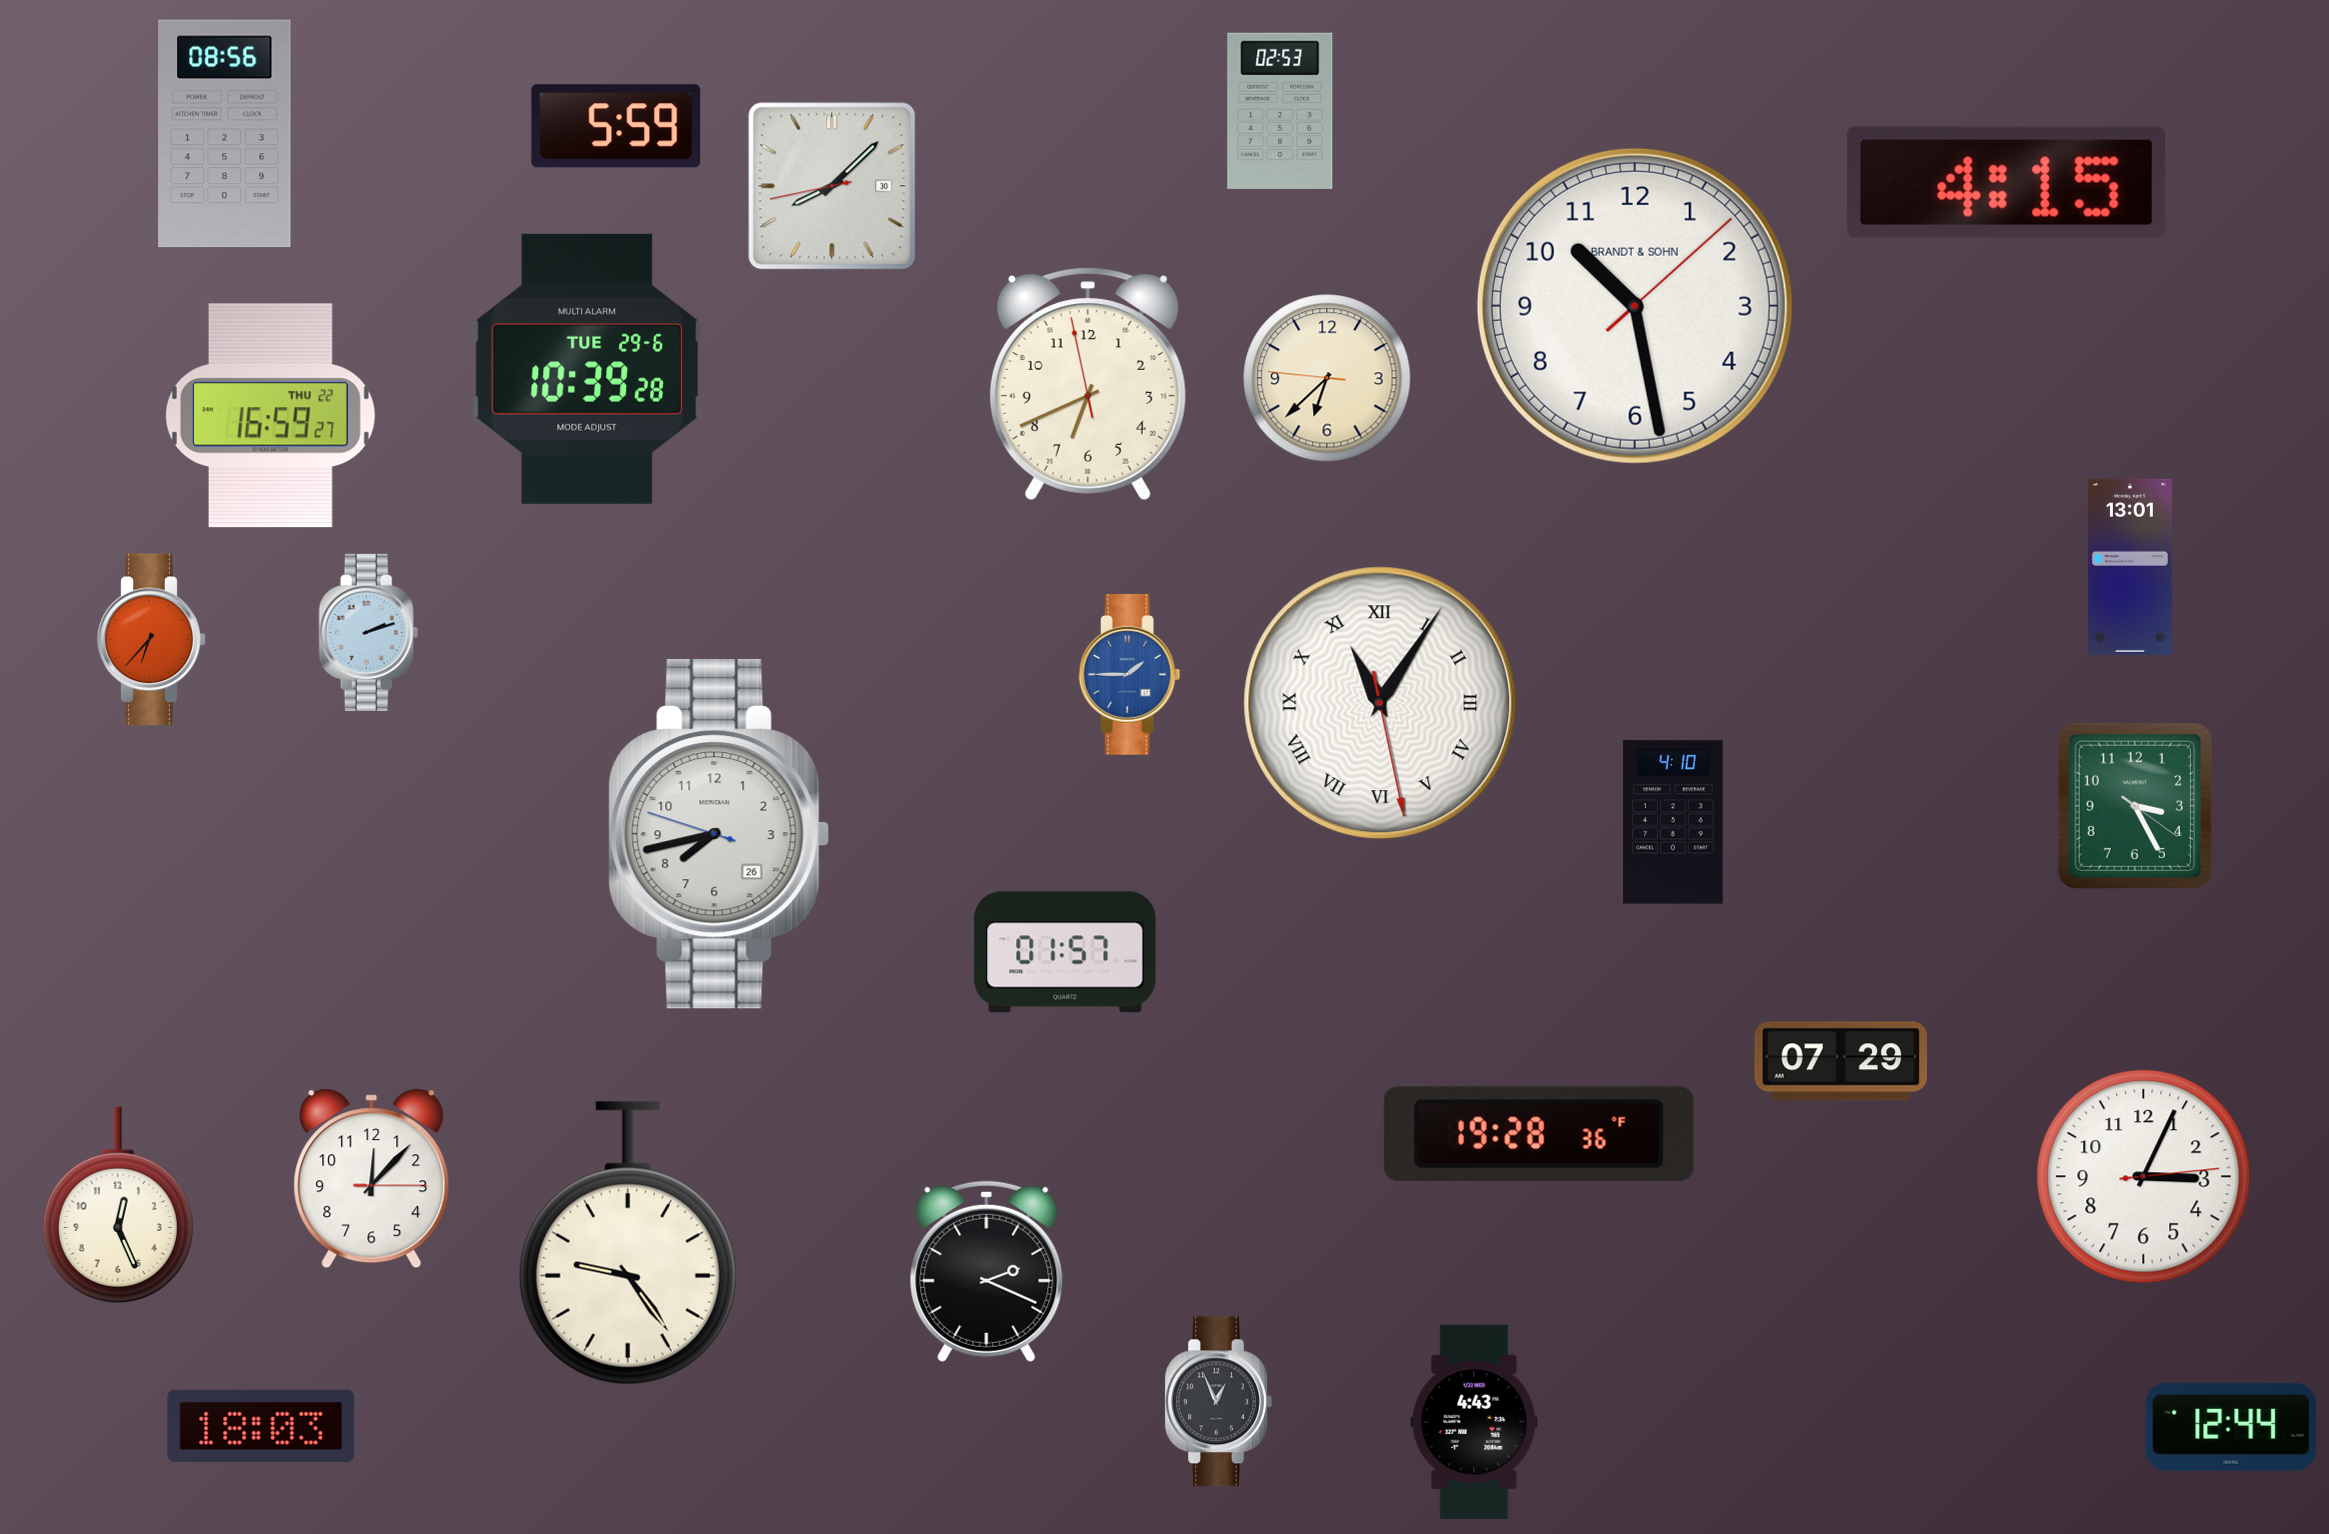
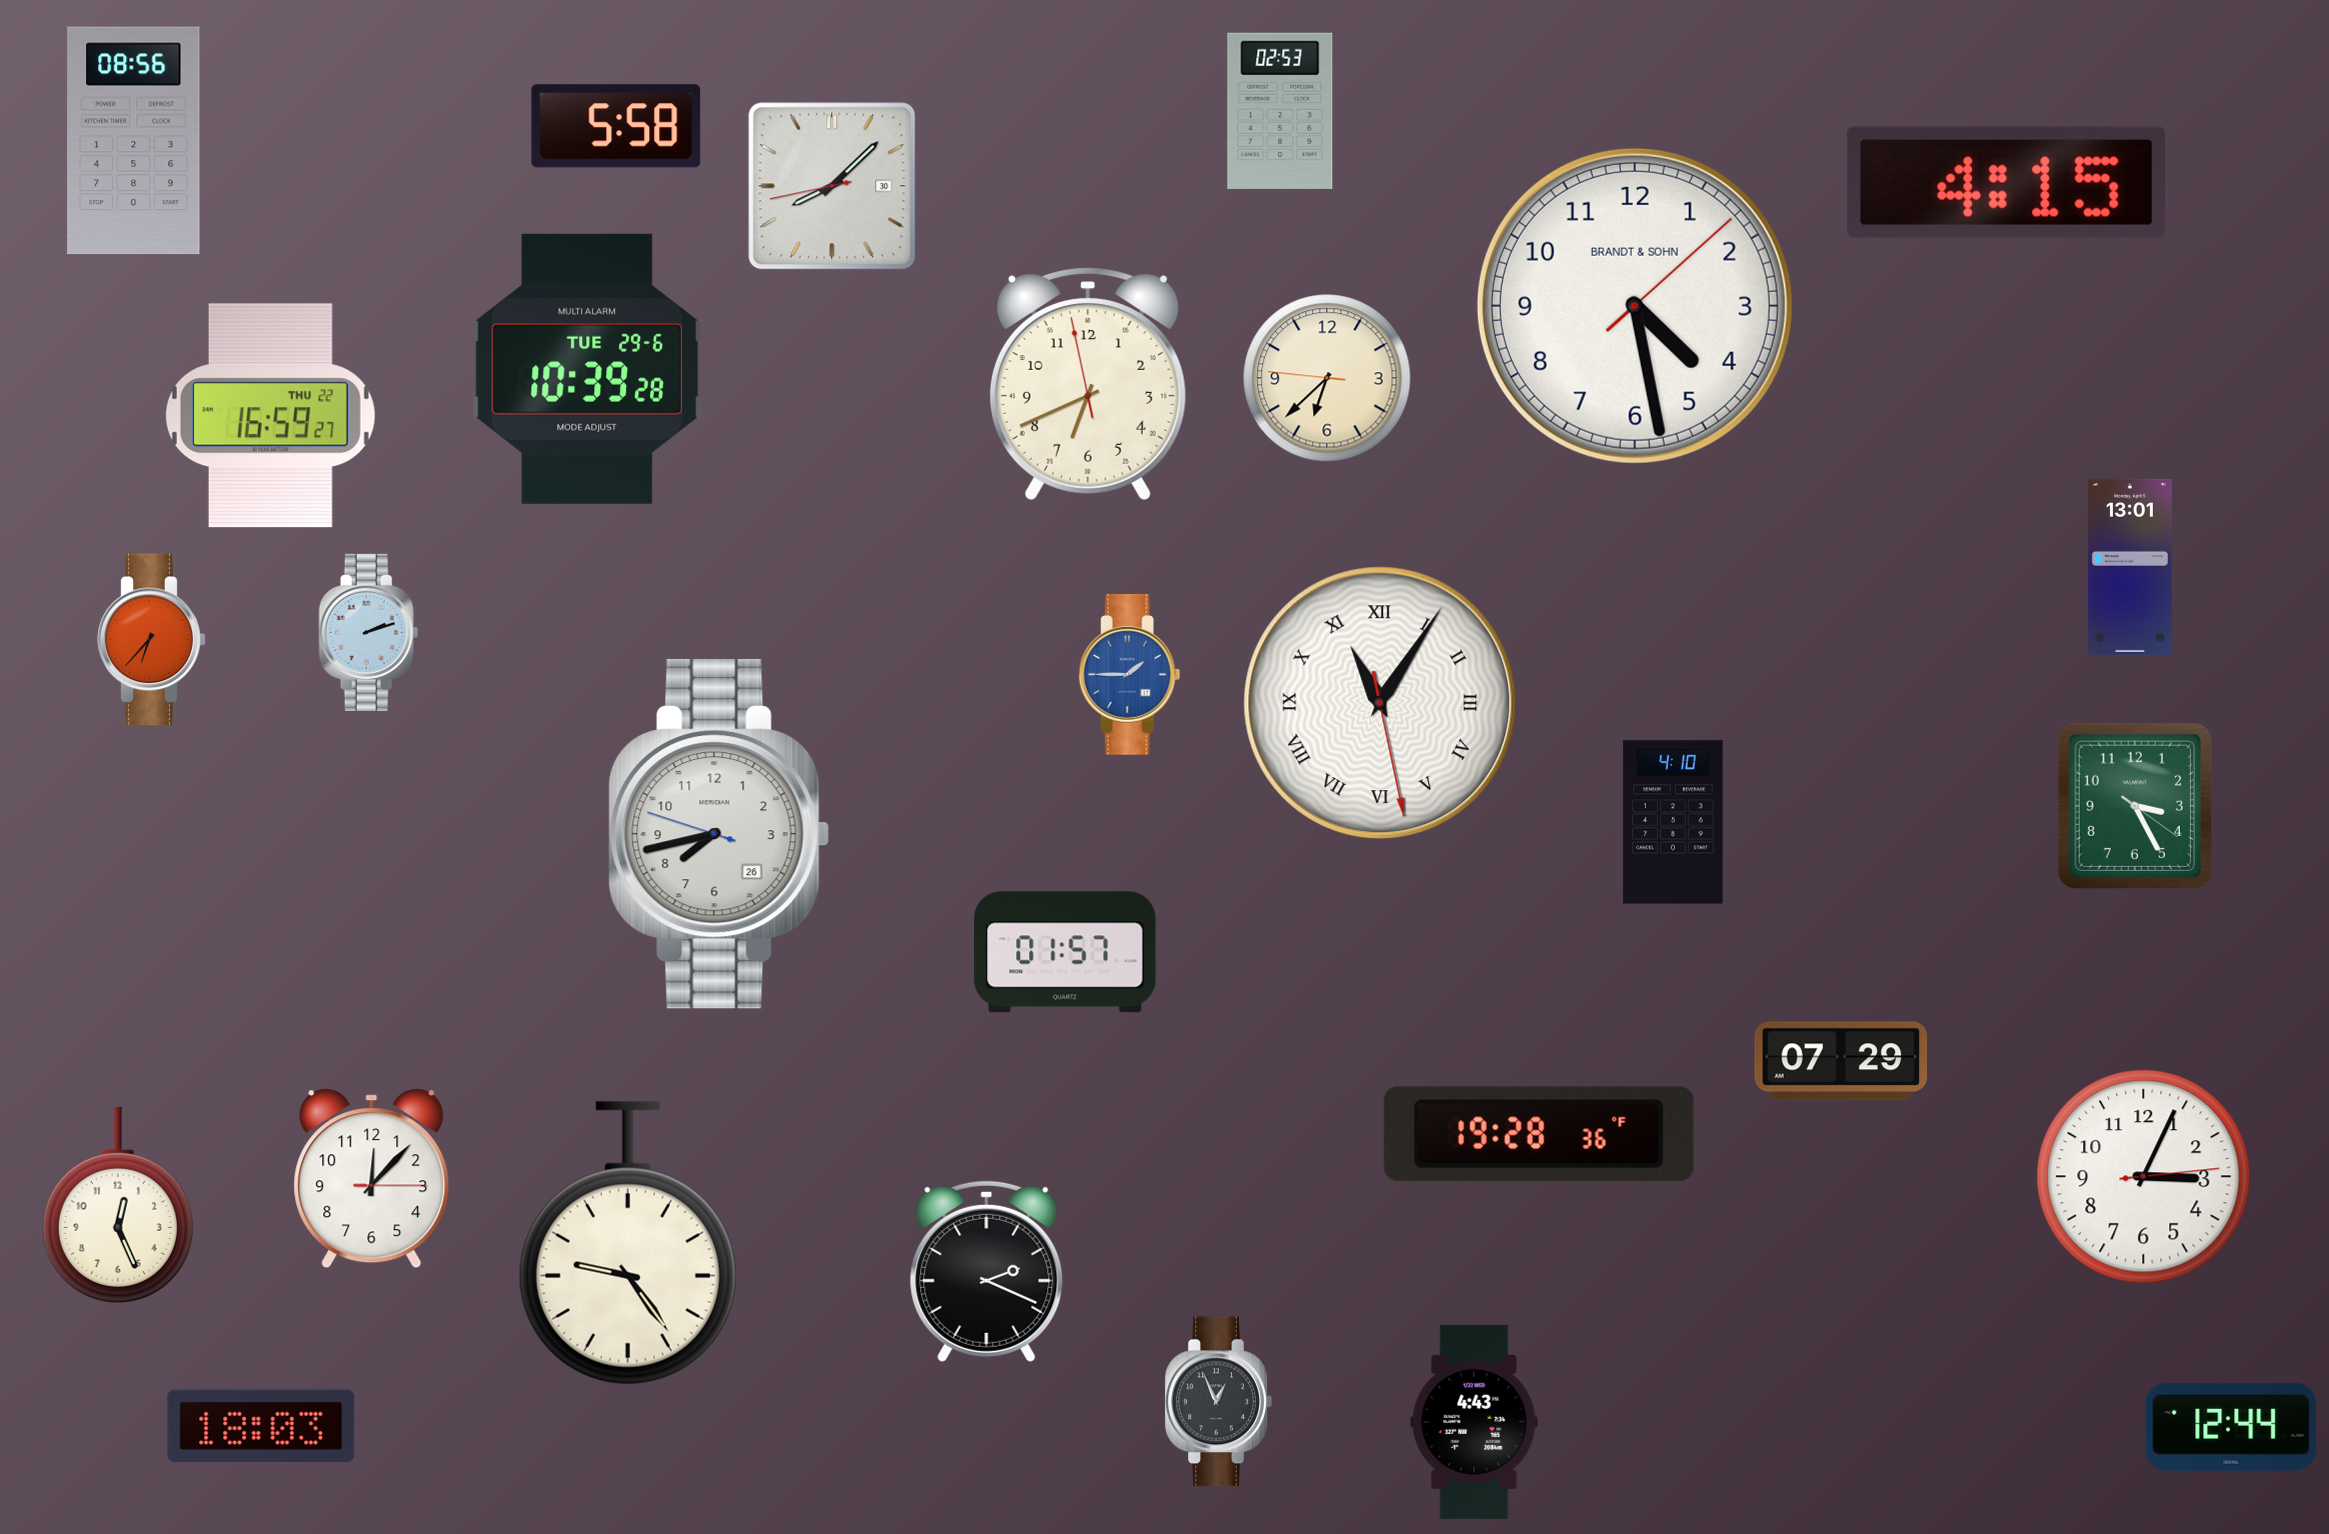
clock at (616, 126): 5:59 -> 5:58
clock at (225, 134) position: (225, 134) -> (134, 141)
clock at (1635, 306): 10:28 -> 4:28
